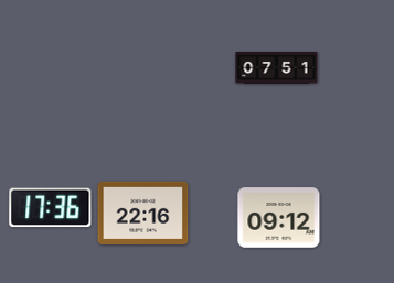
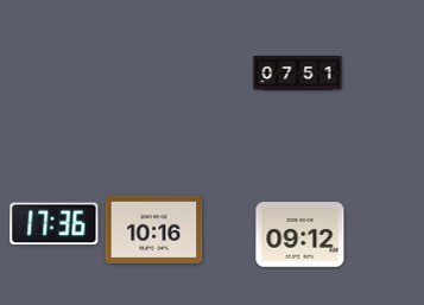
clock at (143, 213): 22:16 -> 10:16
